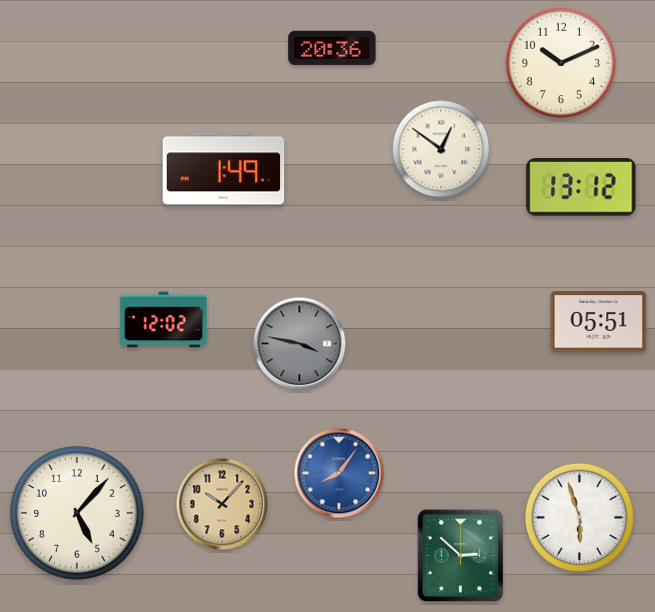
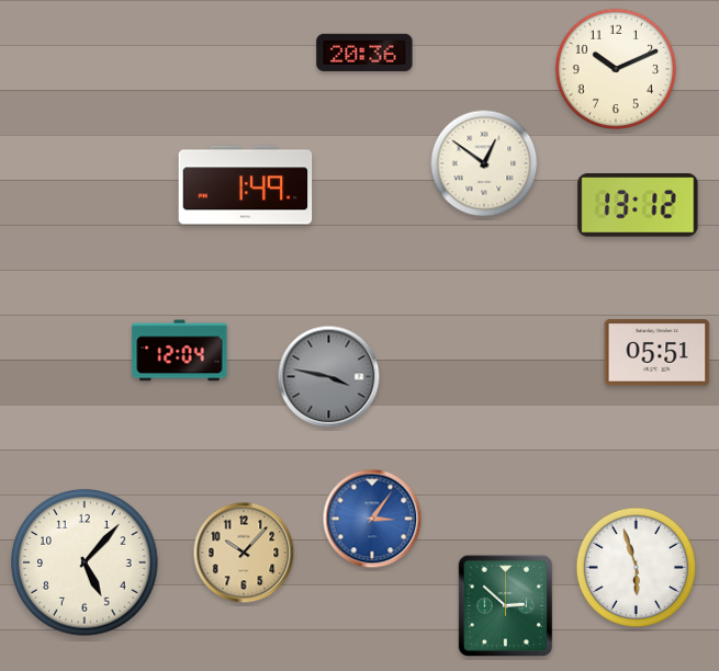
clock at (164, 320): 12:02 -> 12:04
clock at (339, 473): 8:06 -> 3:06
clock at (461, 556) position: (461, 556) -> (506, 606)
